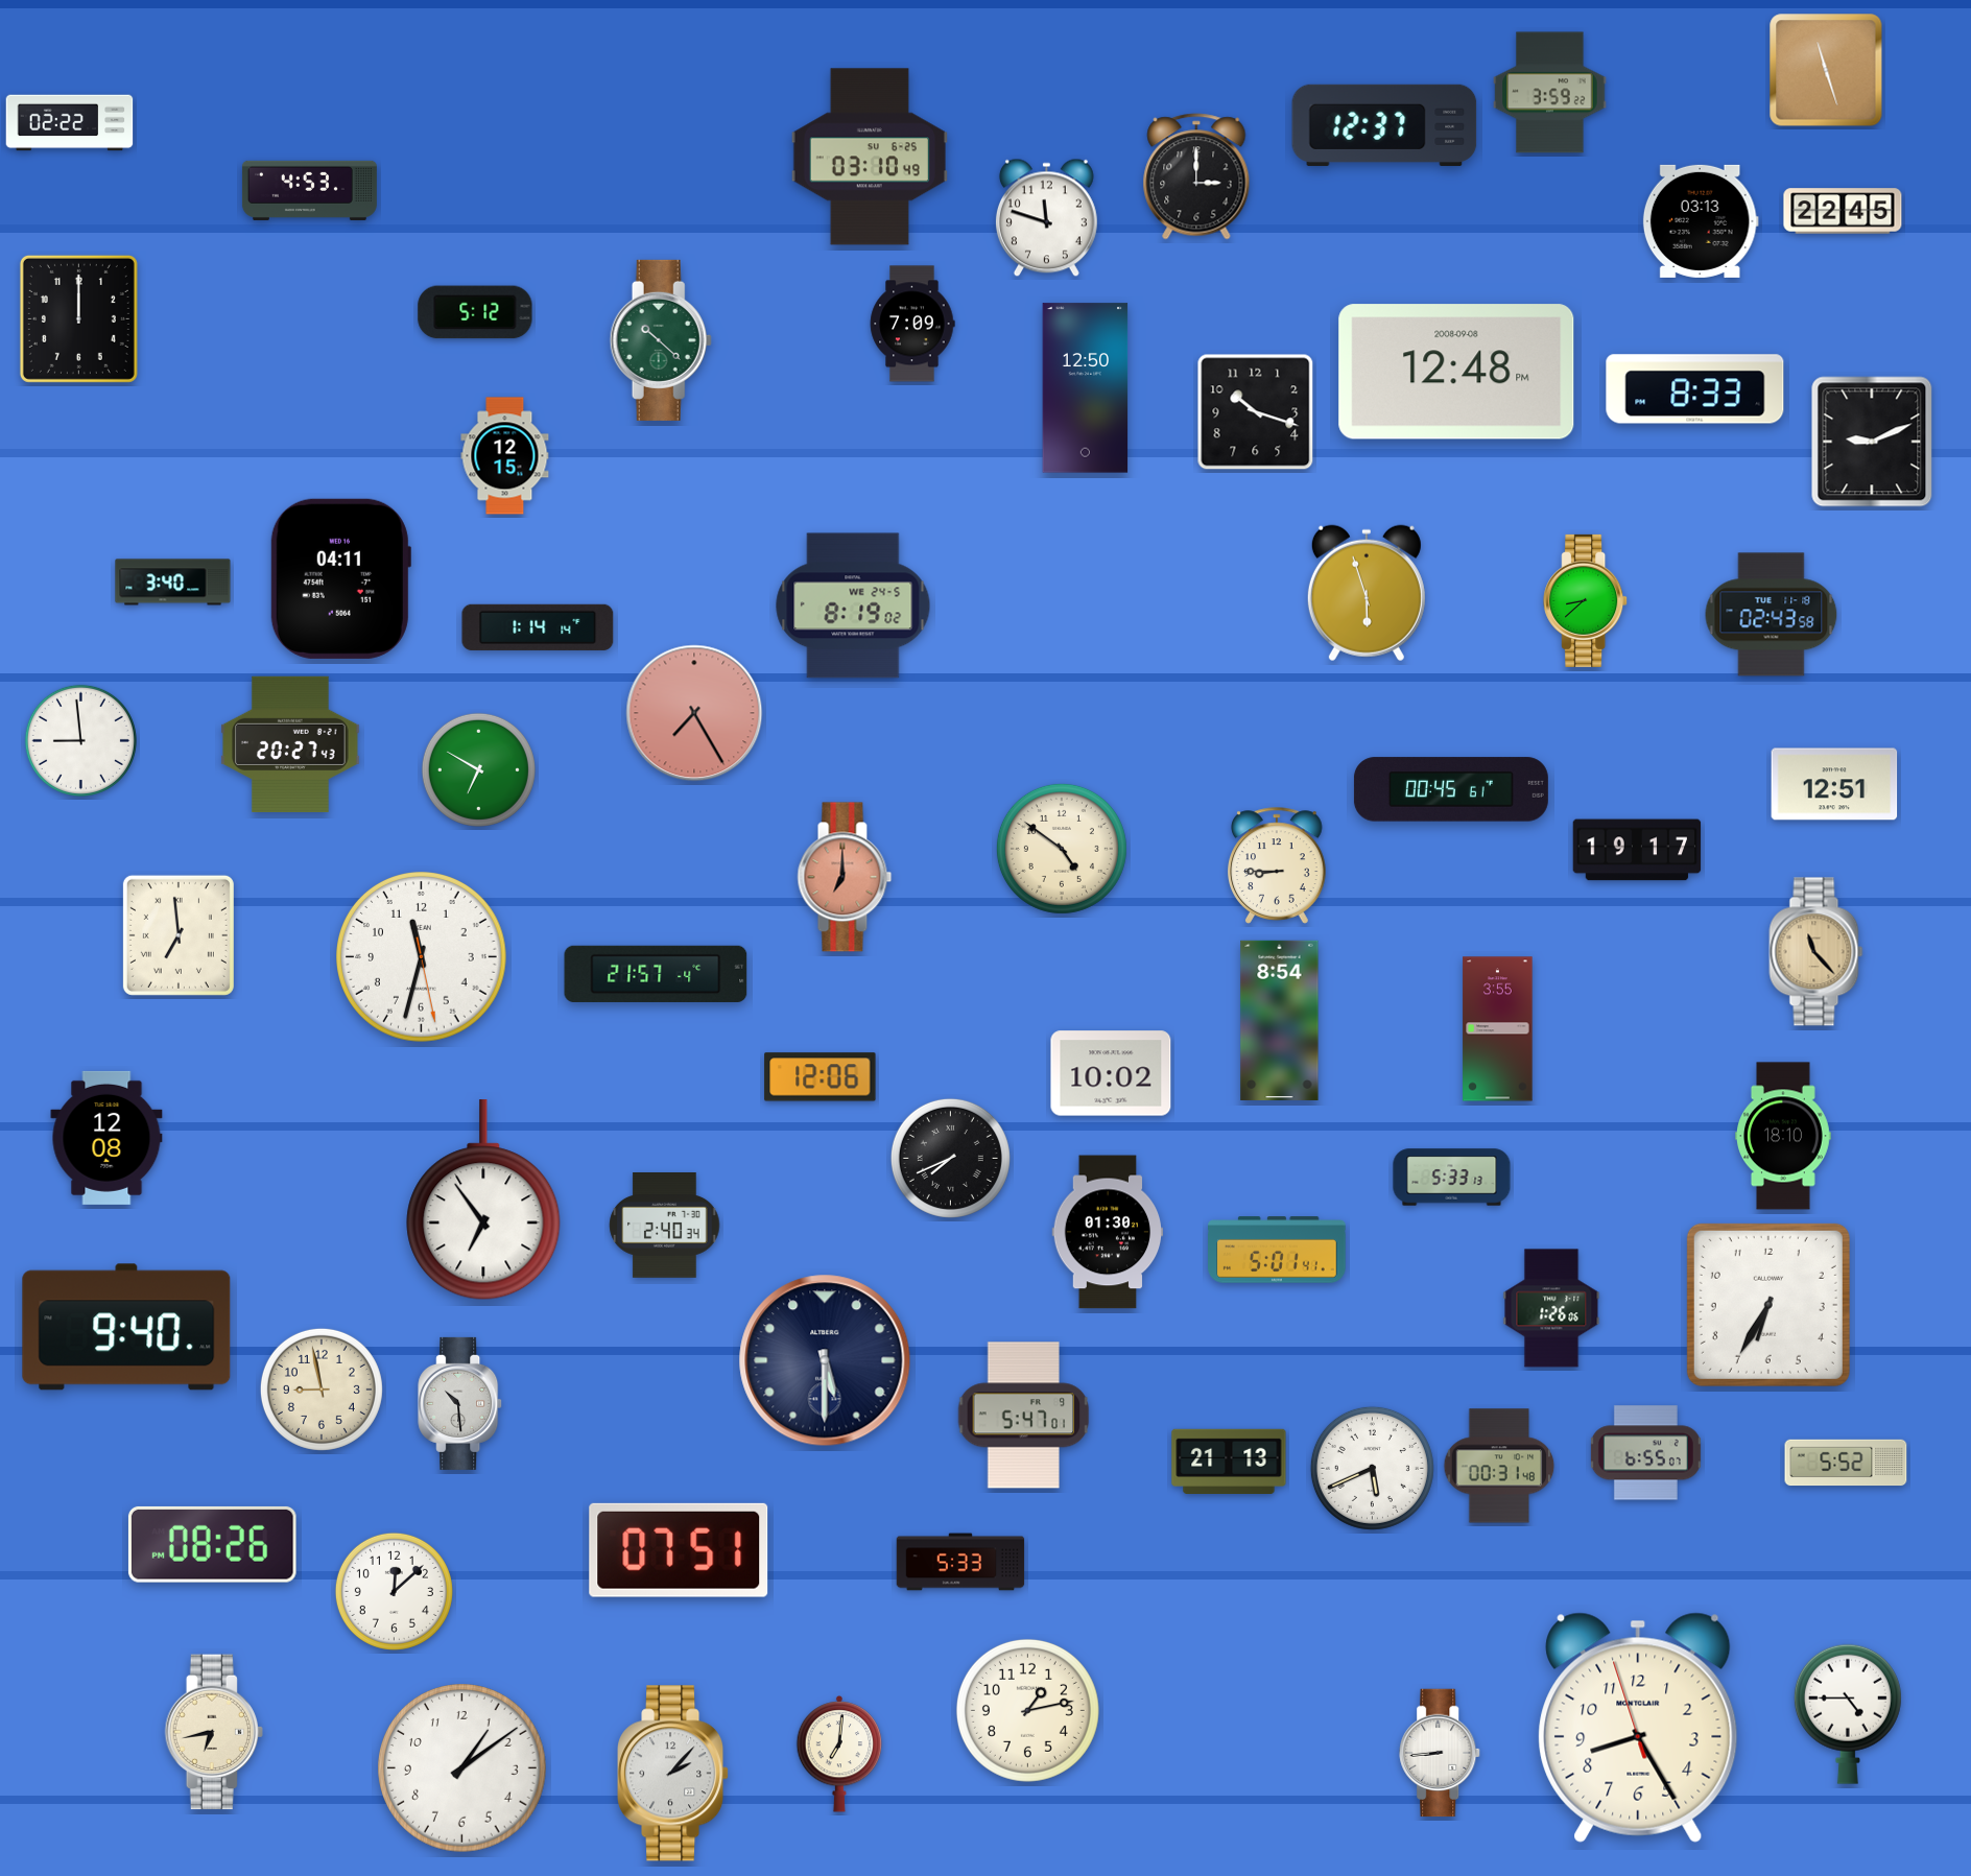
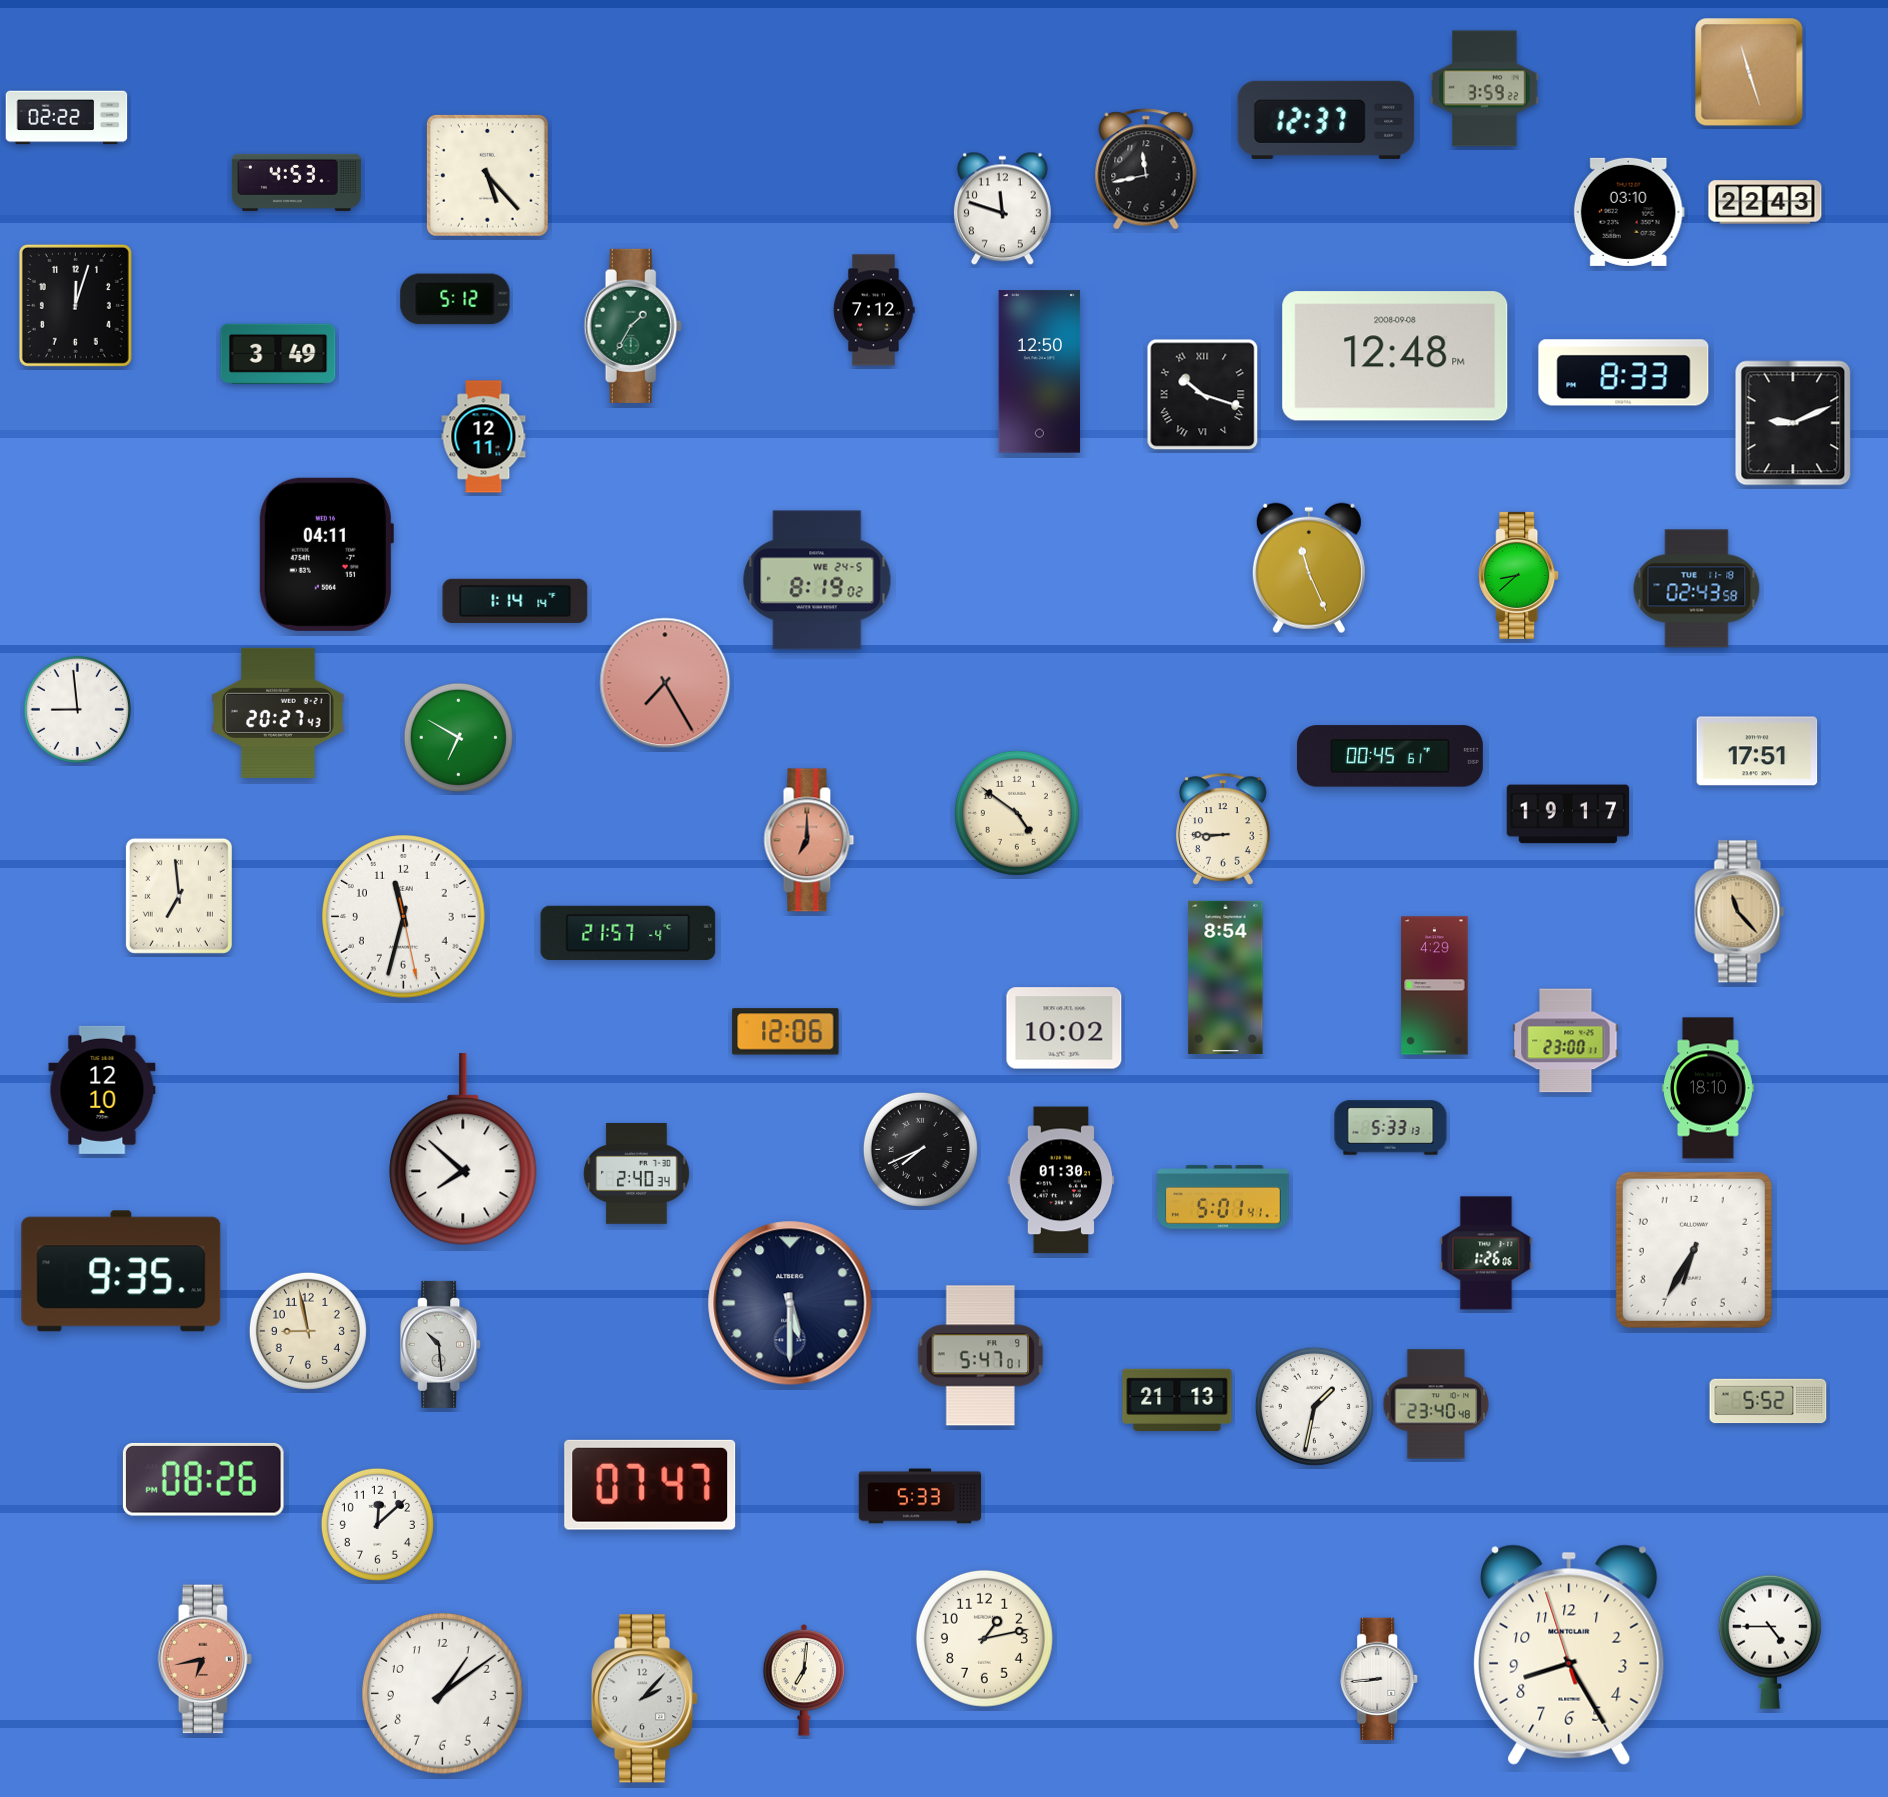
clock at (1826, 70) position: (1826, 70) -> (1749, 72)
clock at (870, 157): 03:10 -> none
clock at (1196, 176): 3:00 -> 11:43
clock at (487, 175): none -> 5:23
clock at (1843, 211): 22:45 -> 22:43
clock at (1701, 221): 03:13 -> 03:10
clock at (78, 318): 12:00 -> 12:03
clock at (912, 324): 7:09 -> 7:12
clock at (661, 340): 10:22 -> 1:35
clock at (278, 354): none -> 3:49
clock at (1256, 412) numerals: Arabic -> Roman
clock at (505, 456): 12:15 -> 12:11
clock at (173, 583): 3:40 -> none
clock at (1367, 593): 5:57 -> 11:26
clock at (1834, 784): 12:51 -> 17:51
clock at (179, 935) position: (179, 935) -> (179, 896)
clock at (1498, 1029): 3:55 -> 4:29
clock at (1566, 1041): none -> 23:00
clock at (106, 1138): 12:08 -> 12:10
clock at (950, 1158) position: (950, 1158) -> (920, 1149)
clock at (483, 1201): 6:54 -> 7:52
clock at (126, 1327): 9:40 -> 9:35
clock at (1645, 1453): 6:55 -> none
clock at (1499, 1466): 00:31 -> 23:40
clock at (1372, 1468): 5:41 -> 1:32
clock at (679, 1550): 07:51 -> 07:47
clock at (213, 1732) dial: cream -> salmon
